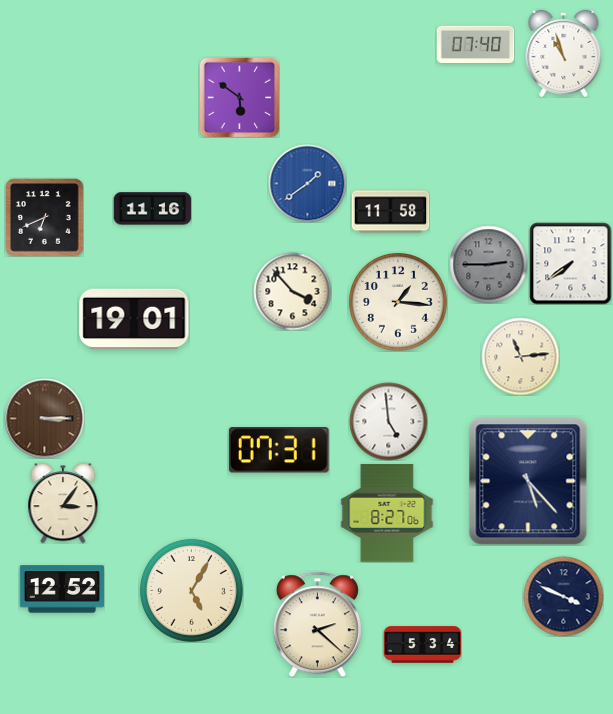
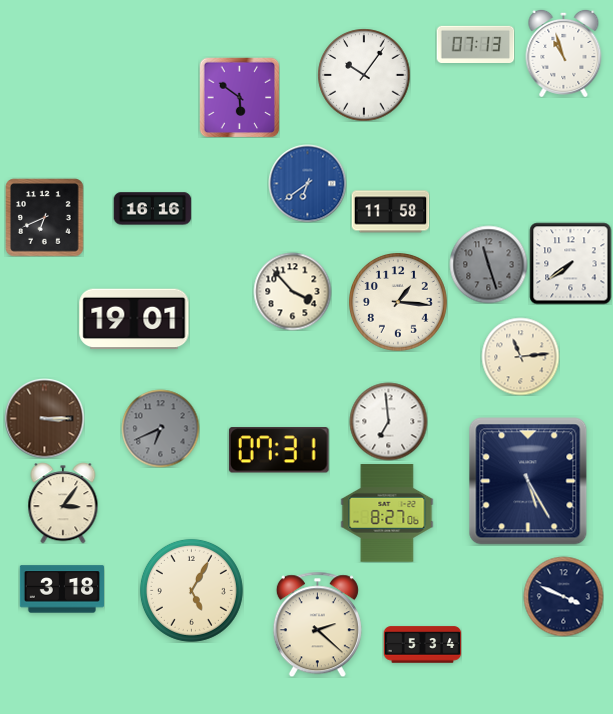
clock at (475, 44): 07:40 -> 07:13
clock at (364, 75): none -> 10:06
clock at (307, 183): 1:39 -> 6:39
clock at (152, 209): 11:16 -> 16:16
clock at (488, 264): 2:45 -> 11:27
clock at (388, 421): 4:59 -> 6:59
clock at (160, 428): none -> 6:41
clock at (528, 481): 5:23 -> 5:25
clock at (61, 589): 12:52 -> 3:18
